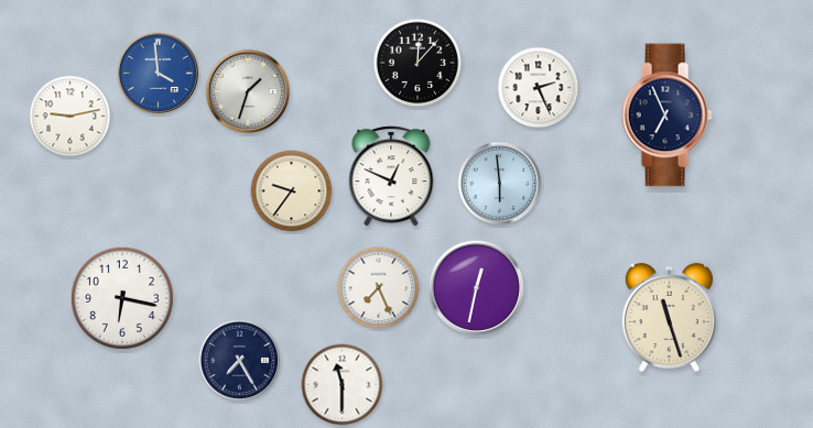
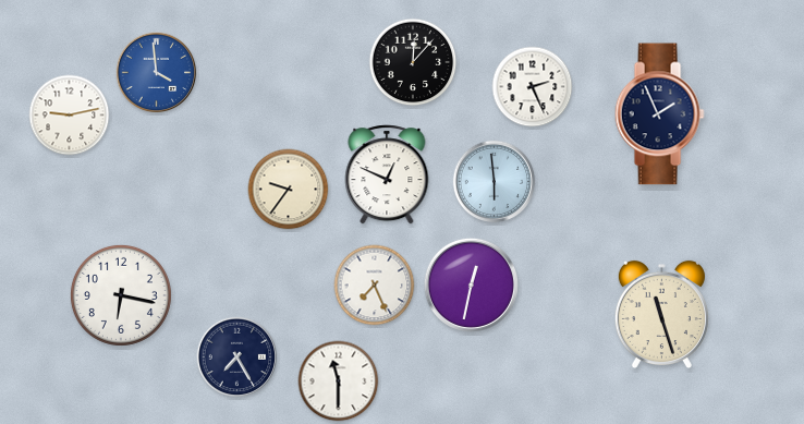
clock at (248, 91): 1:33 -> none
clock at (666, 116): 6:56 -> 1:56
